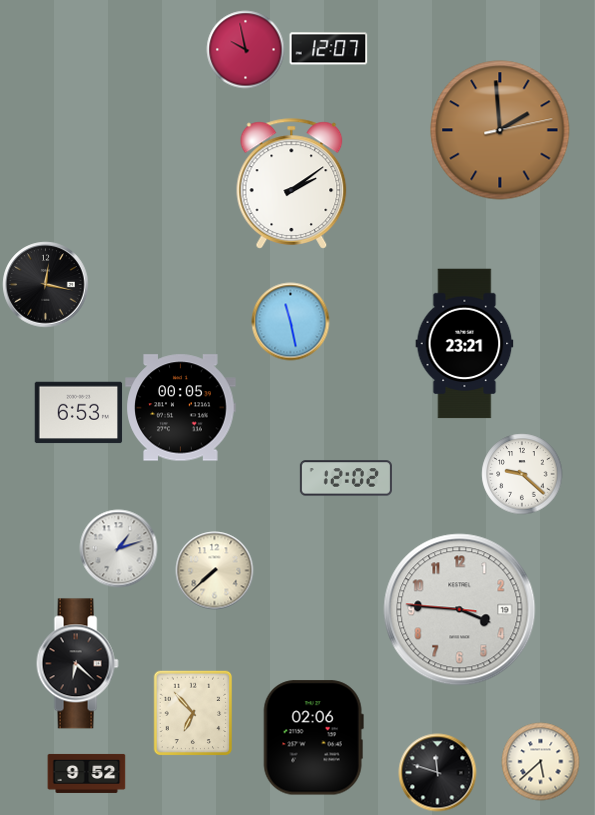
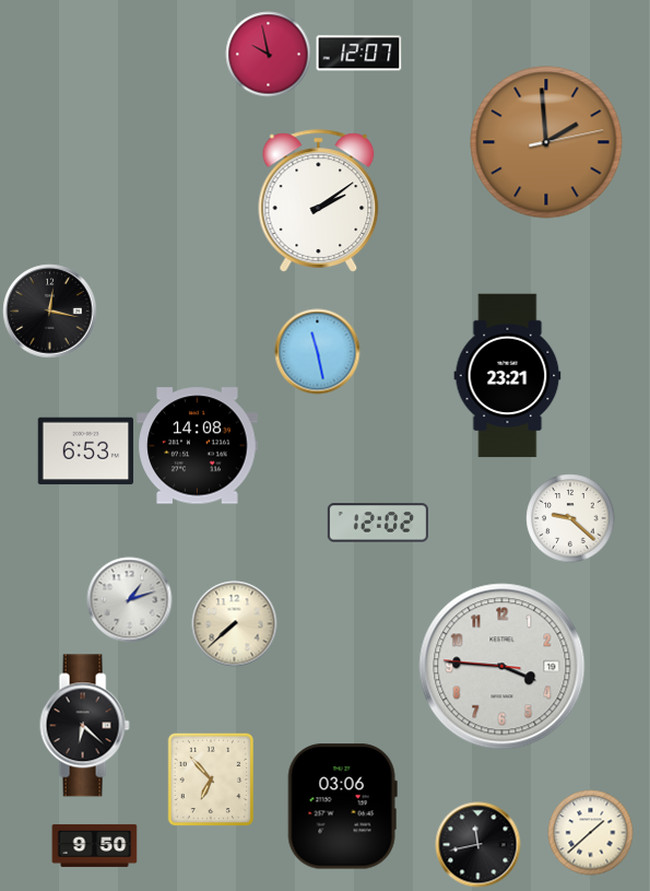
clock at (181, 408): 00:05 -> 14:08
clock at (313, 738): 02:06 -> 03:06
clock at (540, 761): 5:38 -> 1:38
clock at (437, 772): 11:48 -> 11:43
clock at (86, 773): 9:52 -> 9:50
